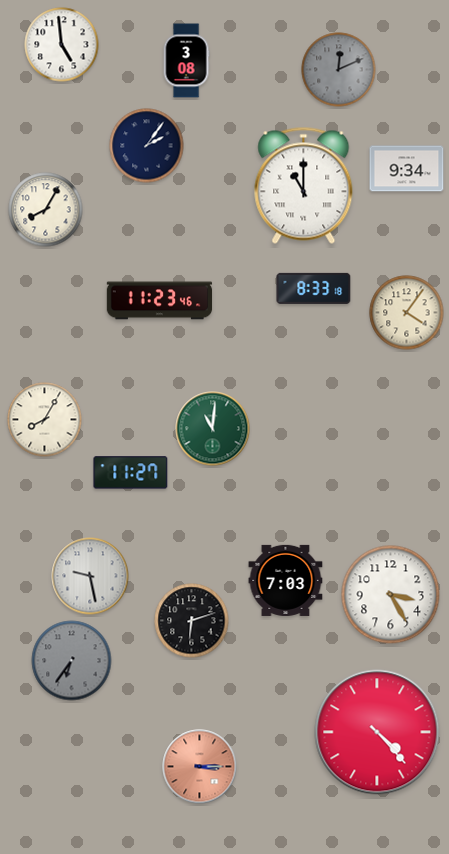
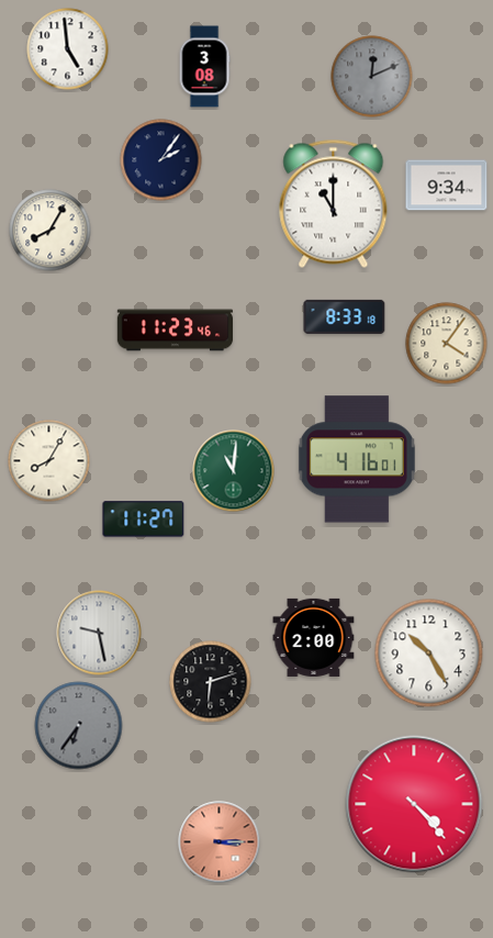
clock at (357, 459): none -> 4:16
clock at (286, 580): 7:03 -> 2:00
clock at (391, 595): 3:25 -> 10:25
